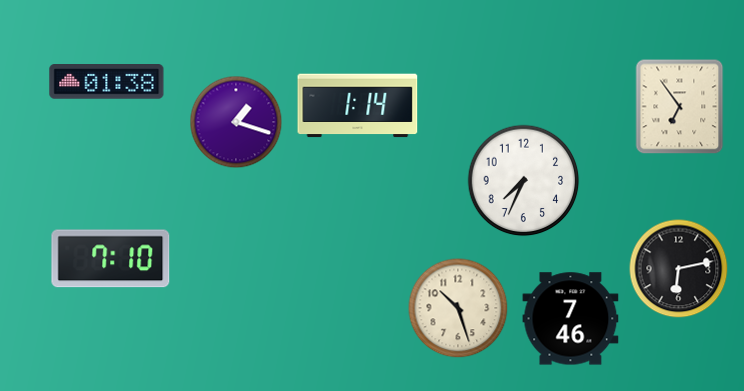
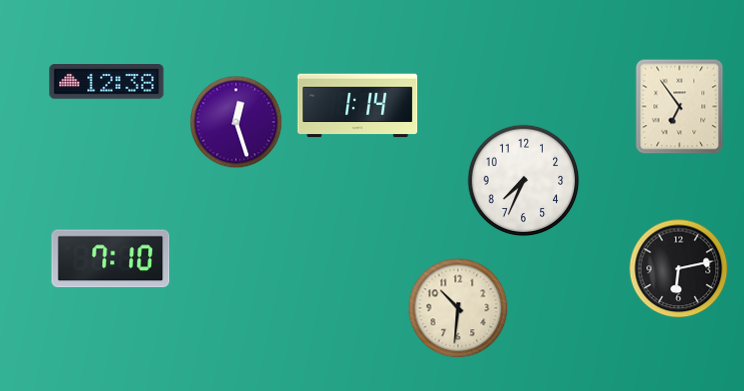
clock at (107, 82): 01:38 -> 12:38
clock at (236, 122): 1:18 -> 12:27
clock at (458, 308): 10:27 -> 10:31
clock at (571, 319): 7:46 -> none
